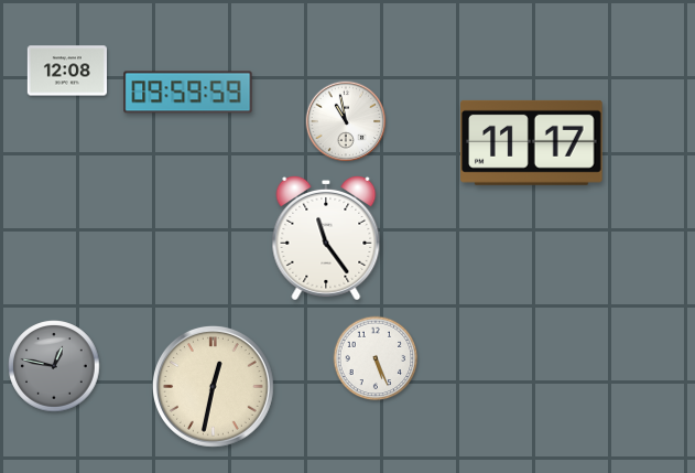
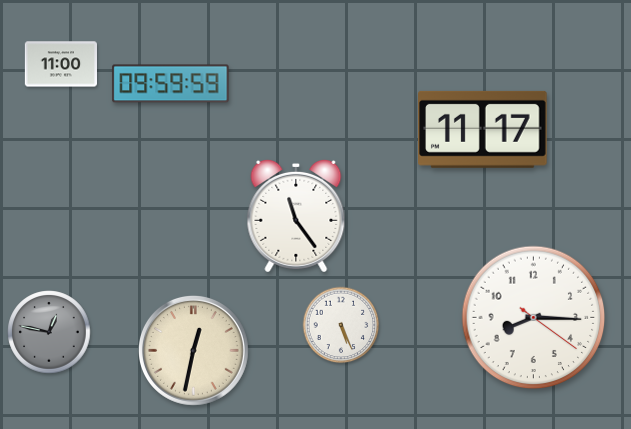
clock at (66, 71): 12:08 -> 11:00
clock at (346, 121): 10:58 -> none
clock at (534, 318): none -> 8:15
